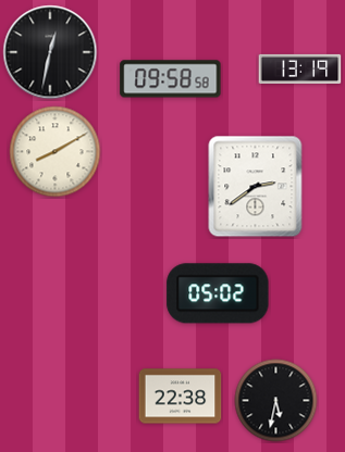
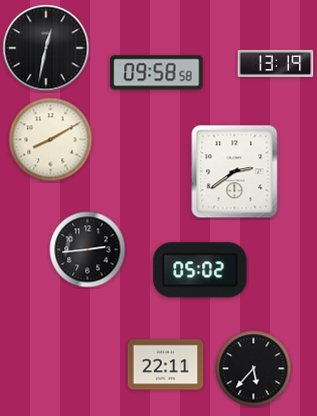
clock at (88, 250): none -> 2:44
clock at (181, 397): 22:38 -> 22:11
clock at (276, 401): 5:32 -> 5:37
